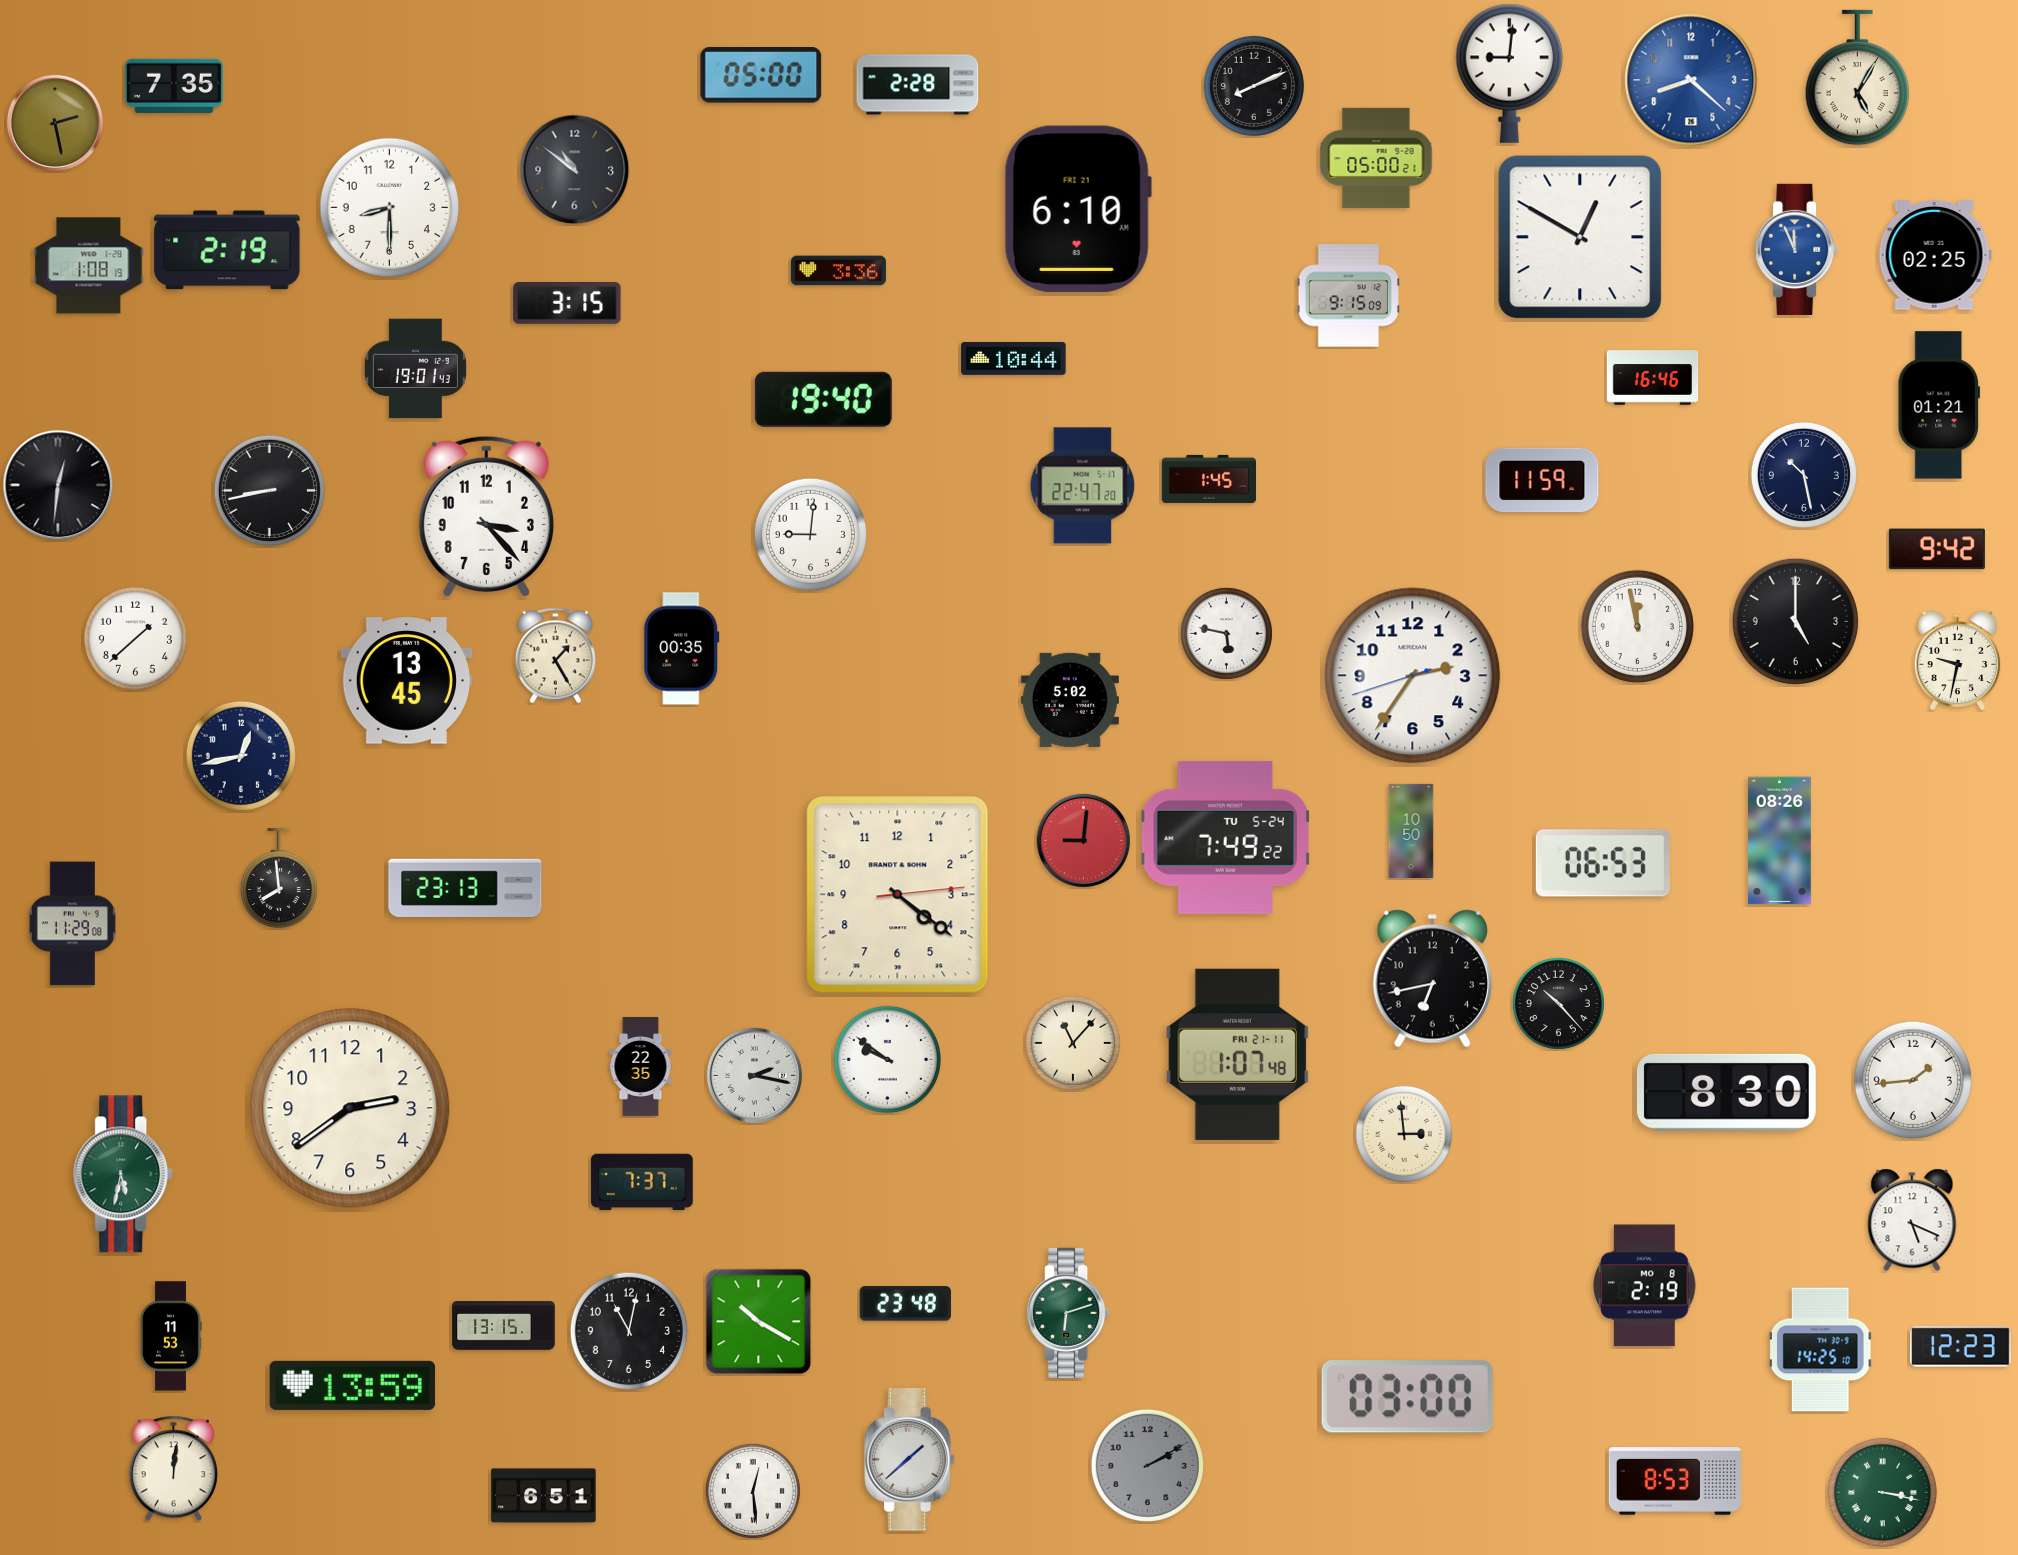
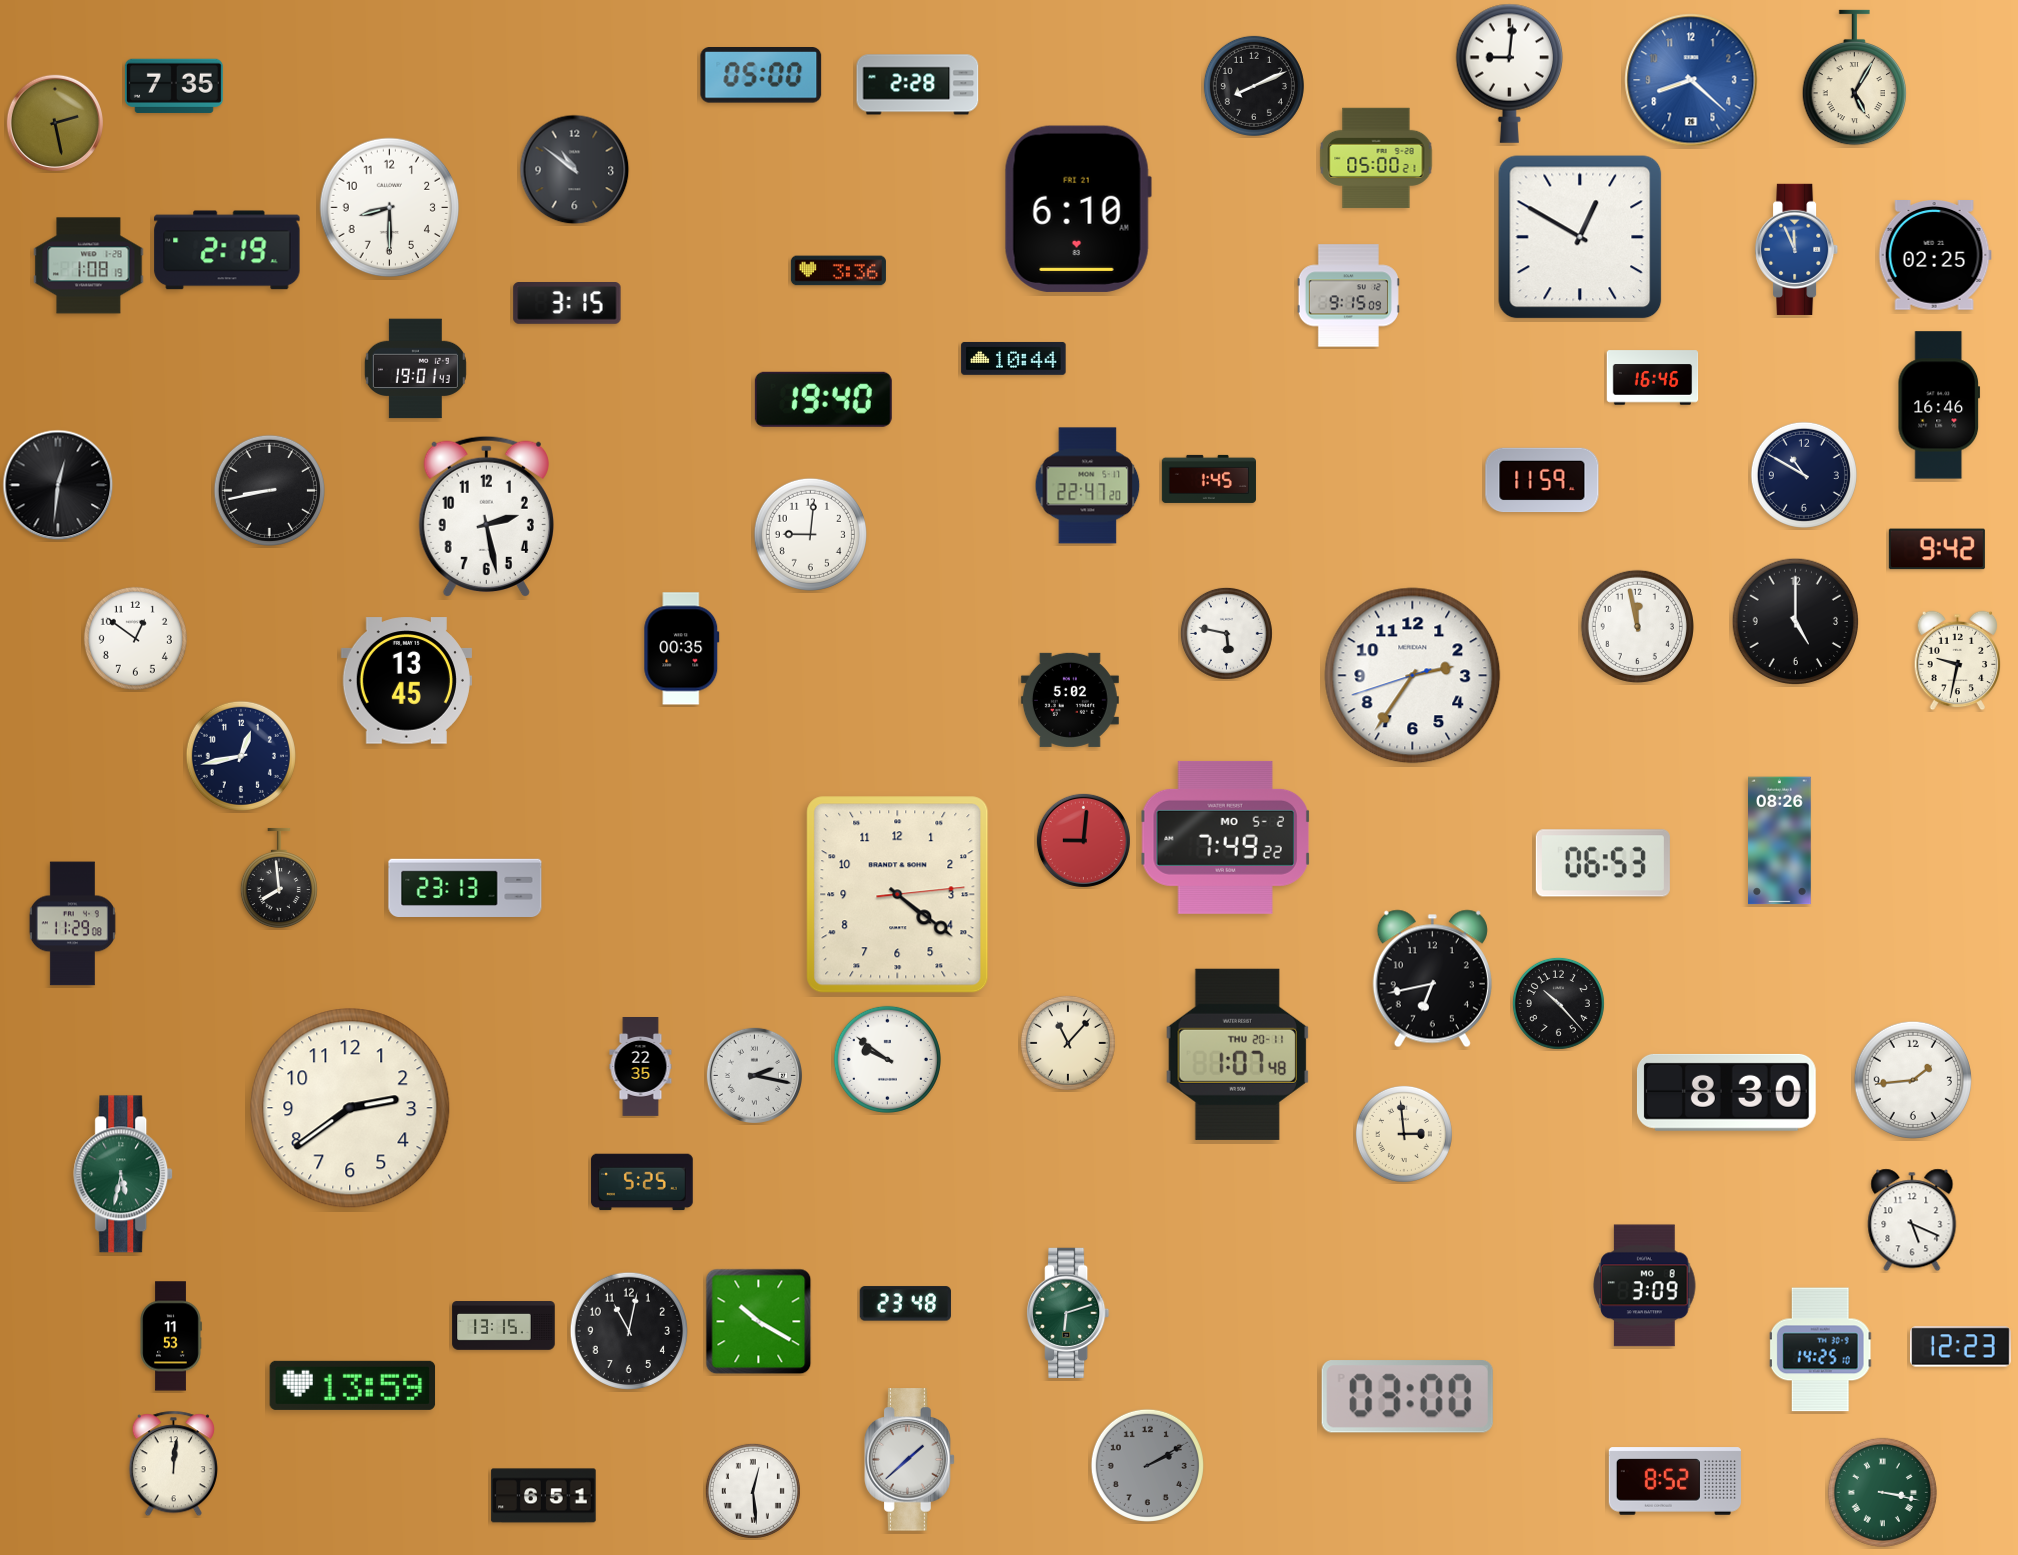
clock at (1857, 78) position: (1857, 78) -> (1854, 78)
clock at (1939, 405): 01:21 -> 16:46
clock at (1804, 475): 10:28 -> 10:50
clock at (1083, 486) position: (1083, 486) -> (1088, 486)
clock at (486, 516): 3:23 -> 2:28
clock at (135, 638): 1:38 -> 12:51
clock at (555, 656): 1:25 -> none
clock at (1411, 830): 10:50 -> none
clock at (1226, 837) date: TU 5-24 -> MO 5-2
clock at (1073, 1043) position: (1073, 1043) -> (1068, 1043)
clock at (1237, 1054) date: FRI 21-11 -> THU 20-11
clock at (642, 1182): 7:37 -> 5:25
clock at (1645, 1286): 2:19 -> 3:09
clock at (173, 1469) position: (173, 1469) -> (173, 1464)
clock at (1675, 1481): 8:53 -> 8:52
